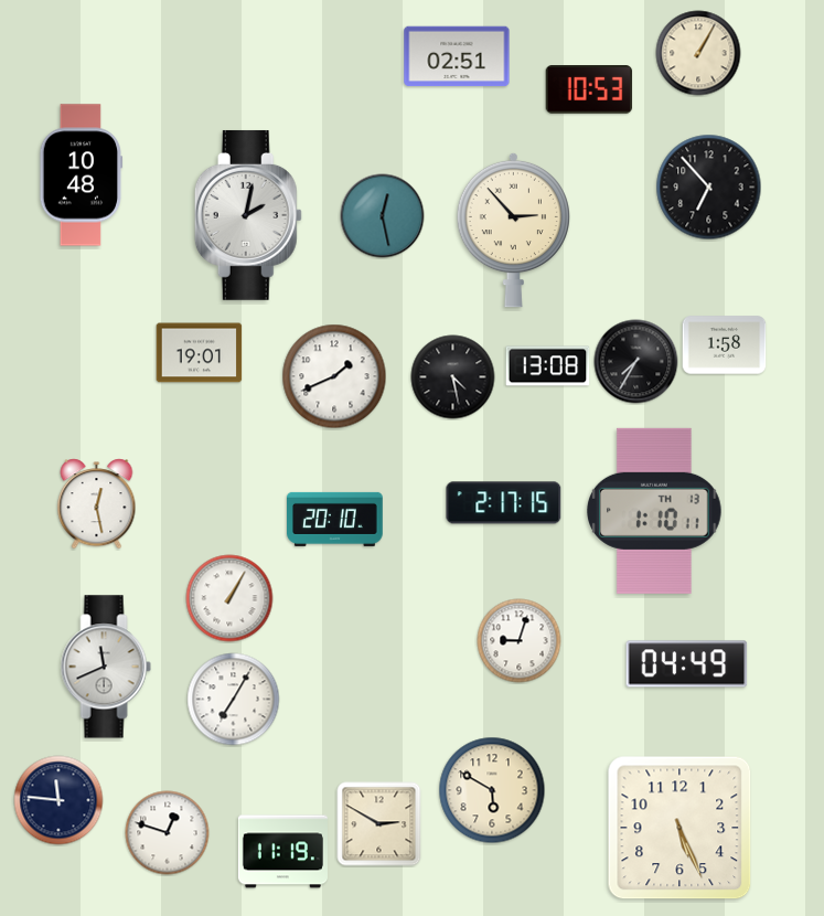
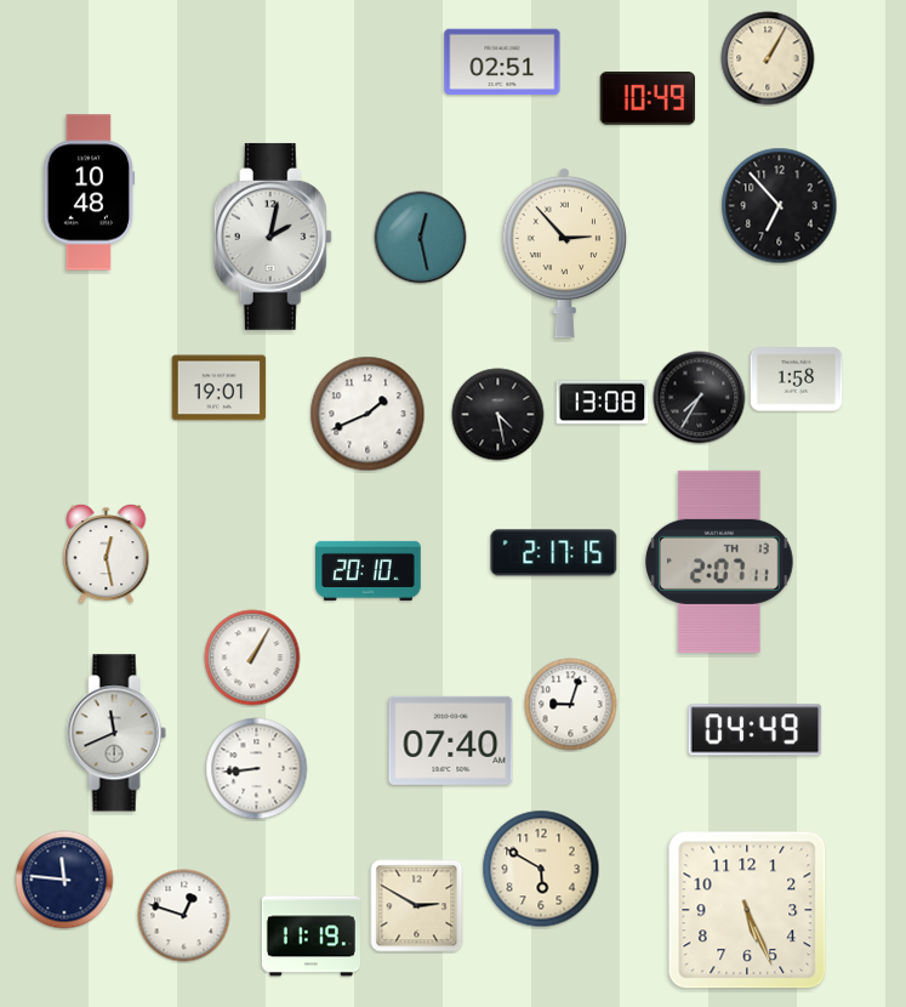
clock at (589, 90): 10:53 -> 10:49
clock at (655, 511): 1:10 -> 2:07
clock at (451, 740): none -> 07:40
clock at (234, 700): 7:05 -> 8:44
